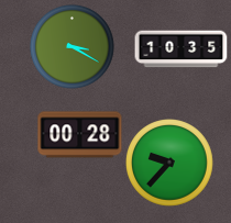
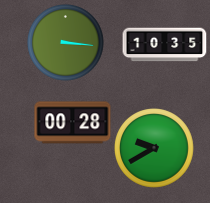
clock at (73, 47): 3:20 -> 3:16
clock at (170, 164): 9:37 -> 9:40
